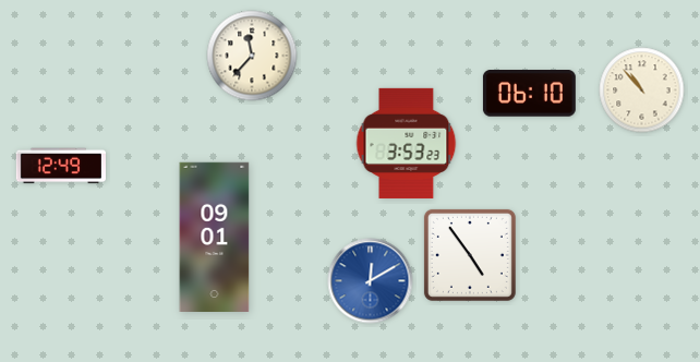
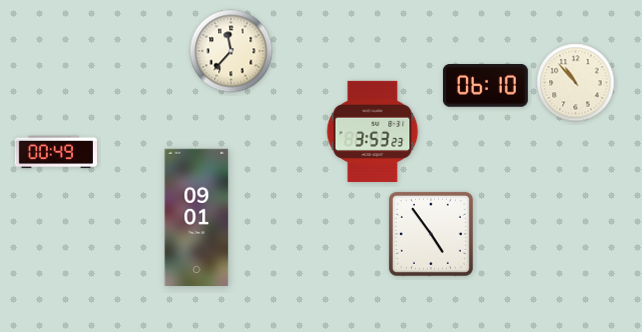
clock at (642, 90) position: (642, 90) -> (576, 83)
clock at (60, 166): 12:49 -> 00:49
clock at (371, 281): 12:10 -> none
